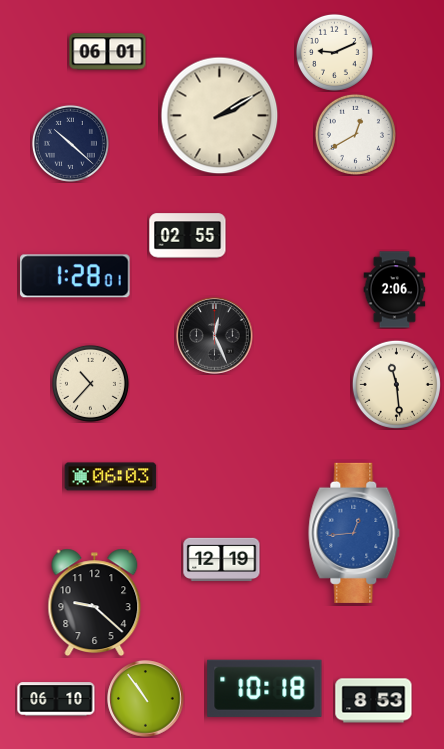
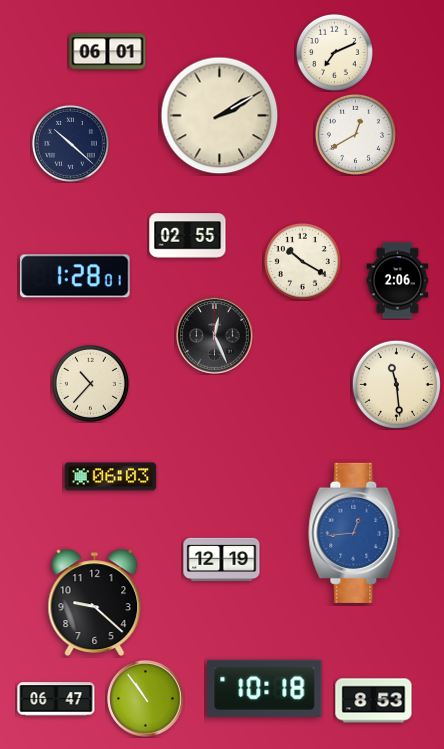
clock at (334, 52): 9:11 -> 7:11
clock at (302, 261): none -> 10:20
clock at (395, 290) position: (395, 290) -> (398, 281)
clock at (56, 699): 06:10 -> 06:47
